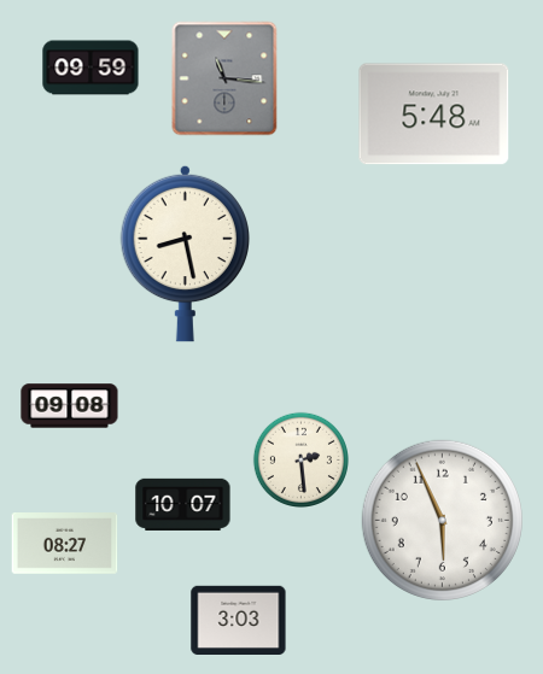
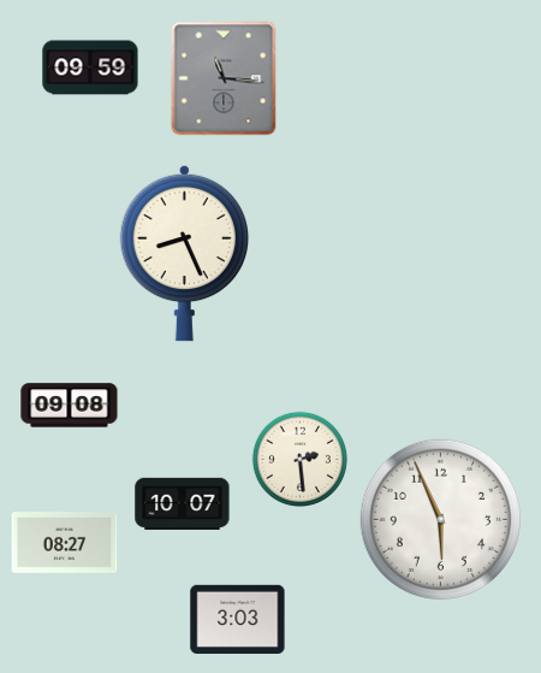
clock at (434, 115): 5:48 -> none
clock at (185, 253): 8:28 -> 8:26
